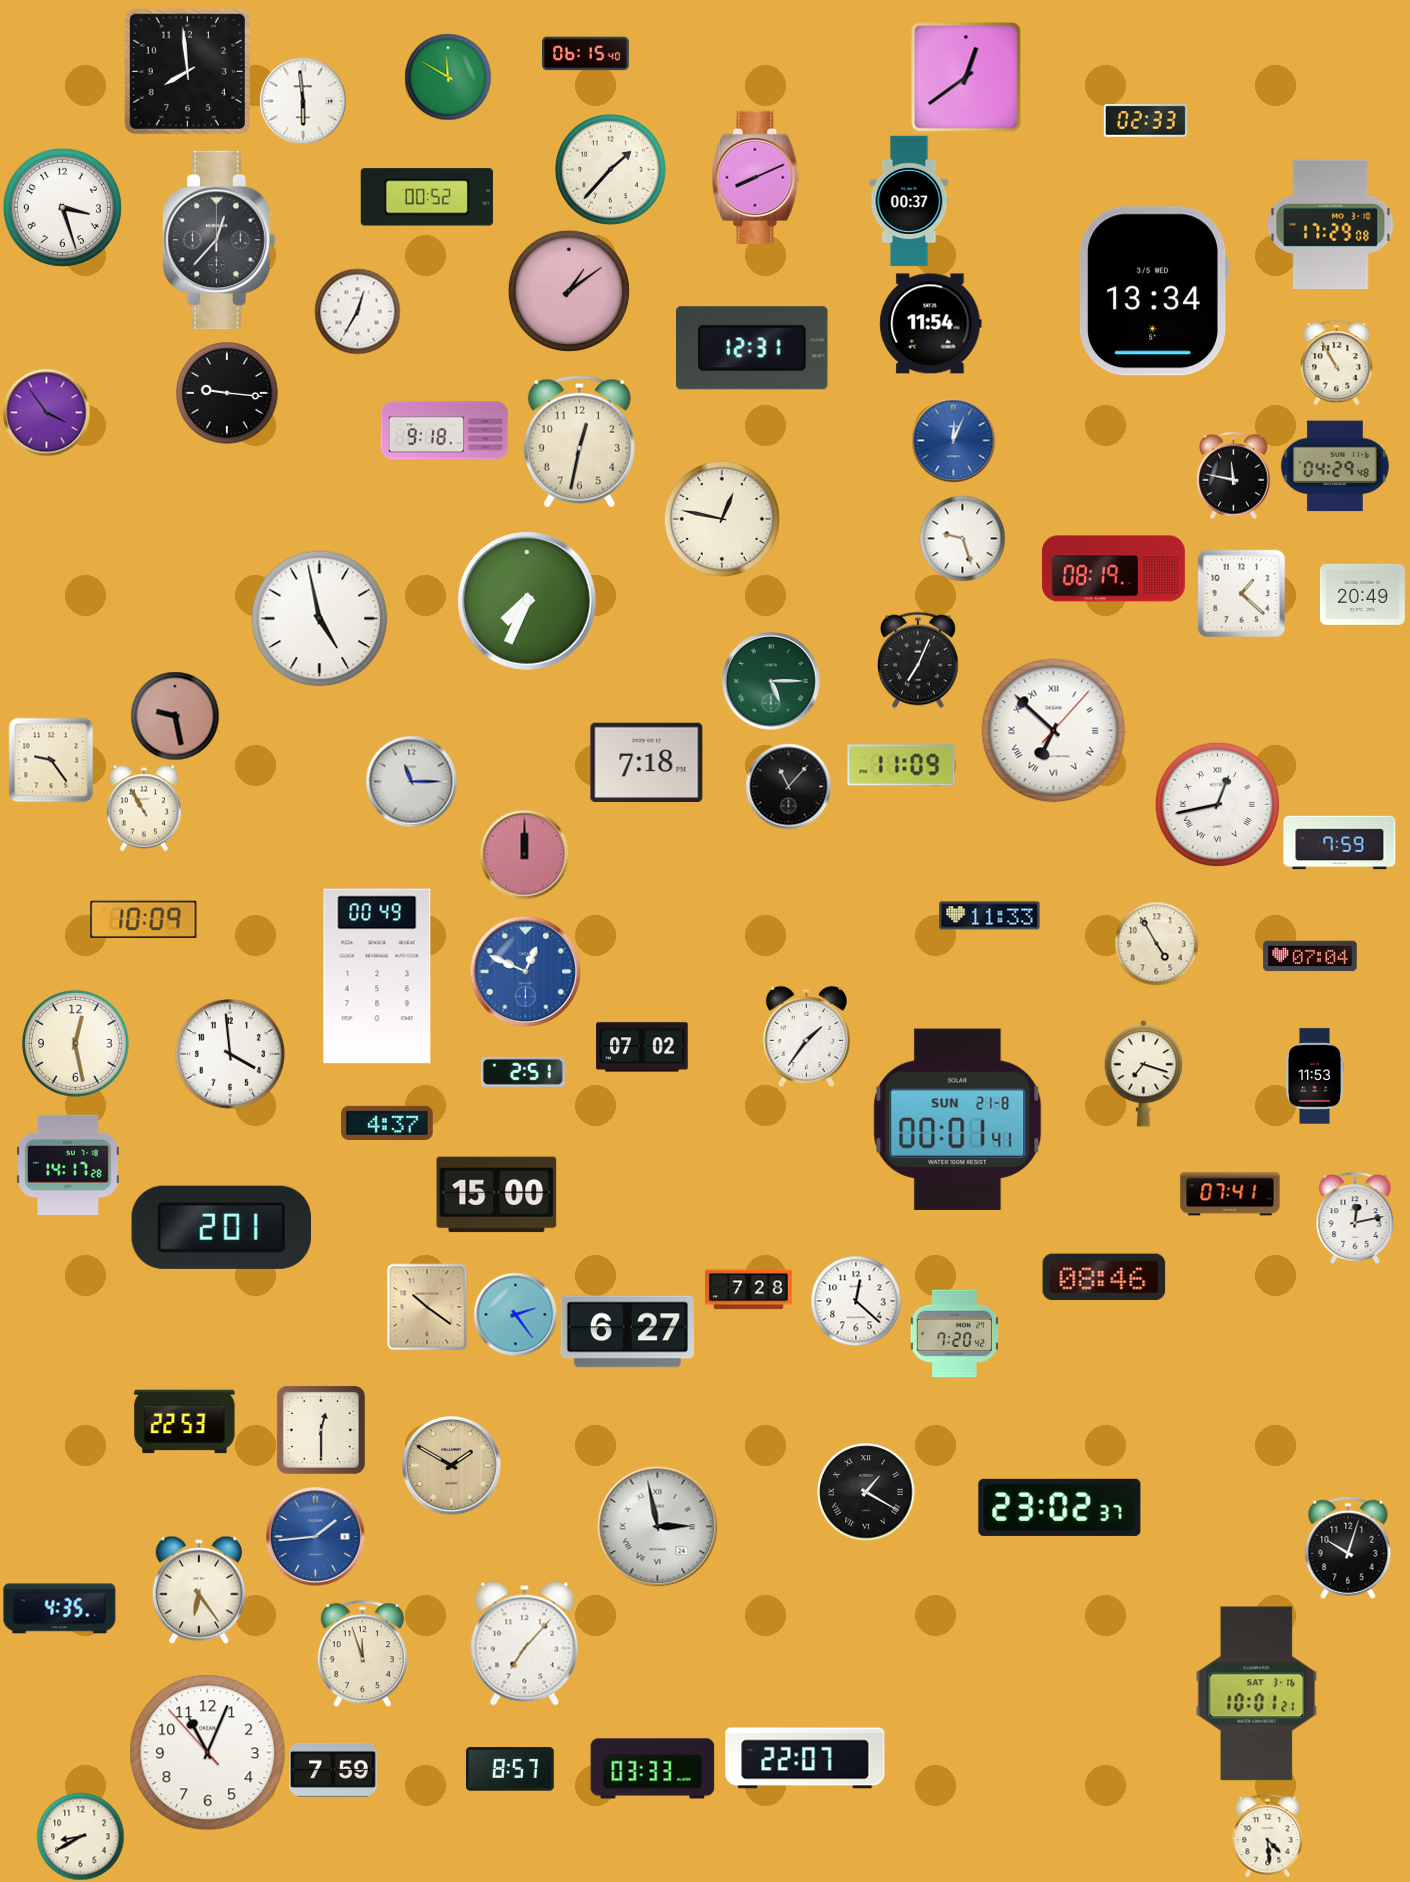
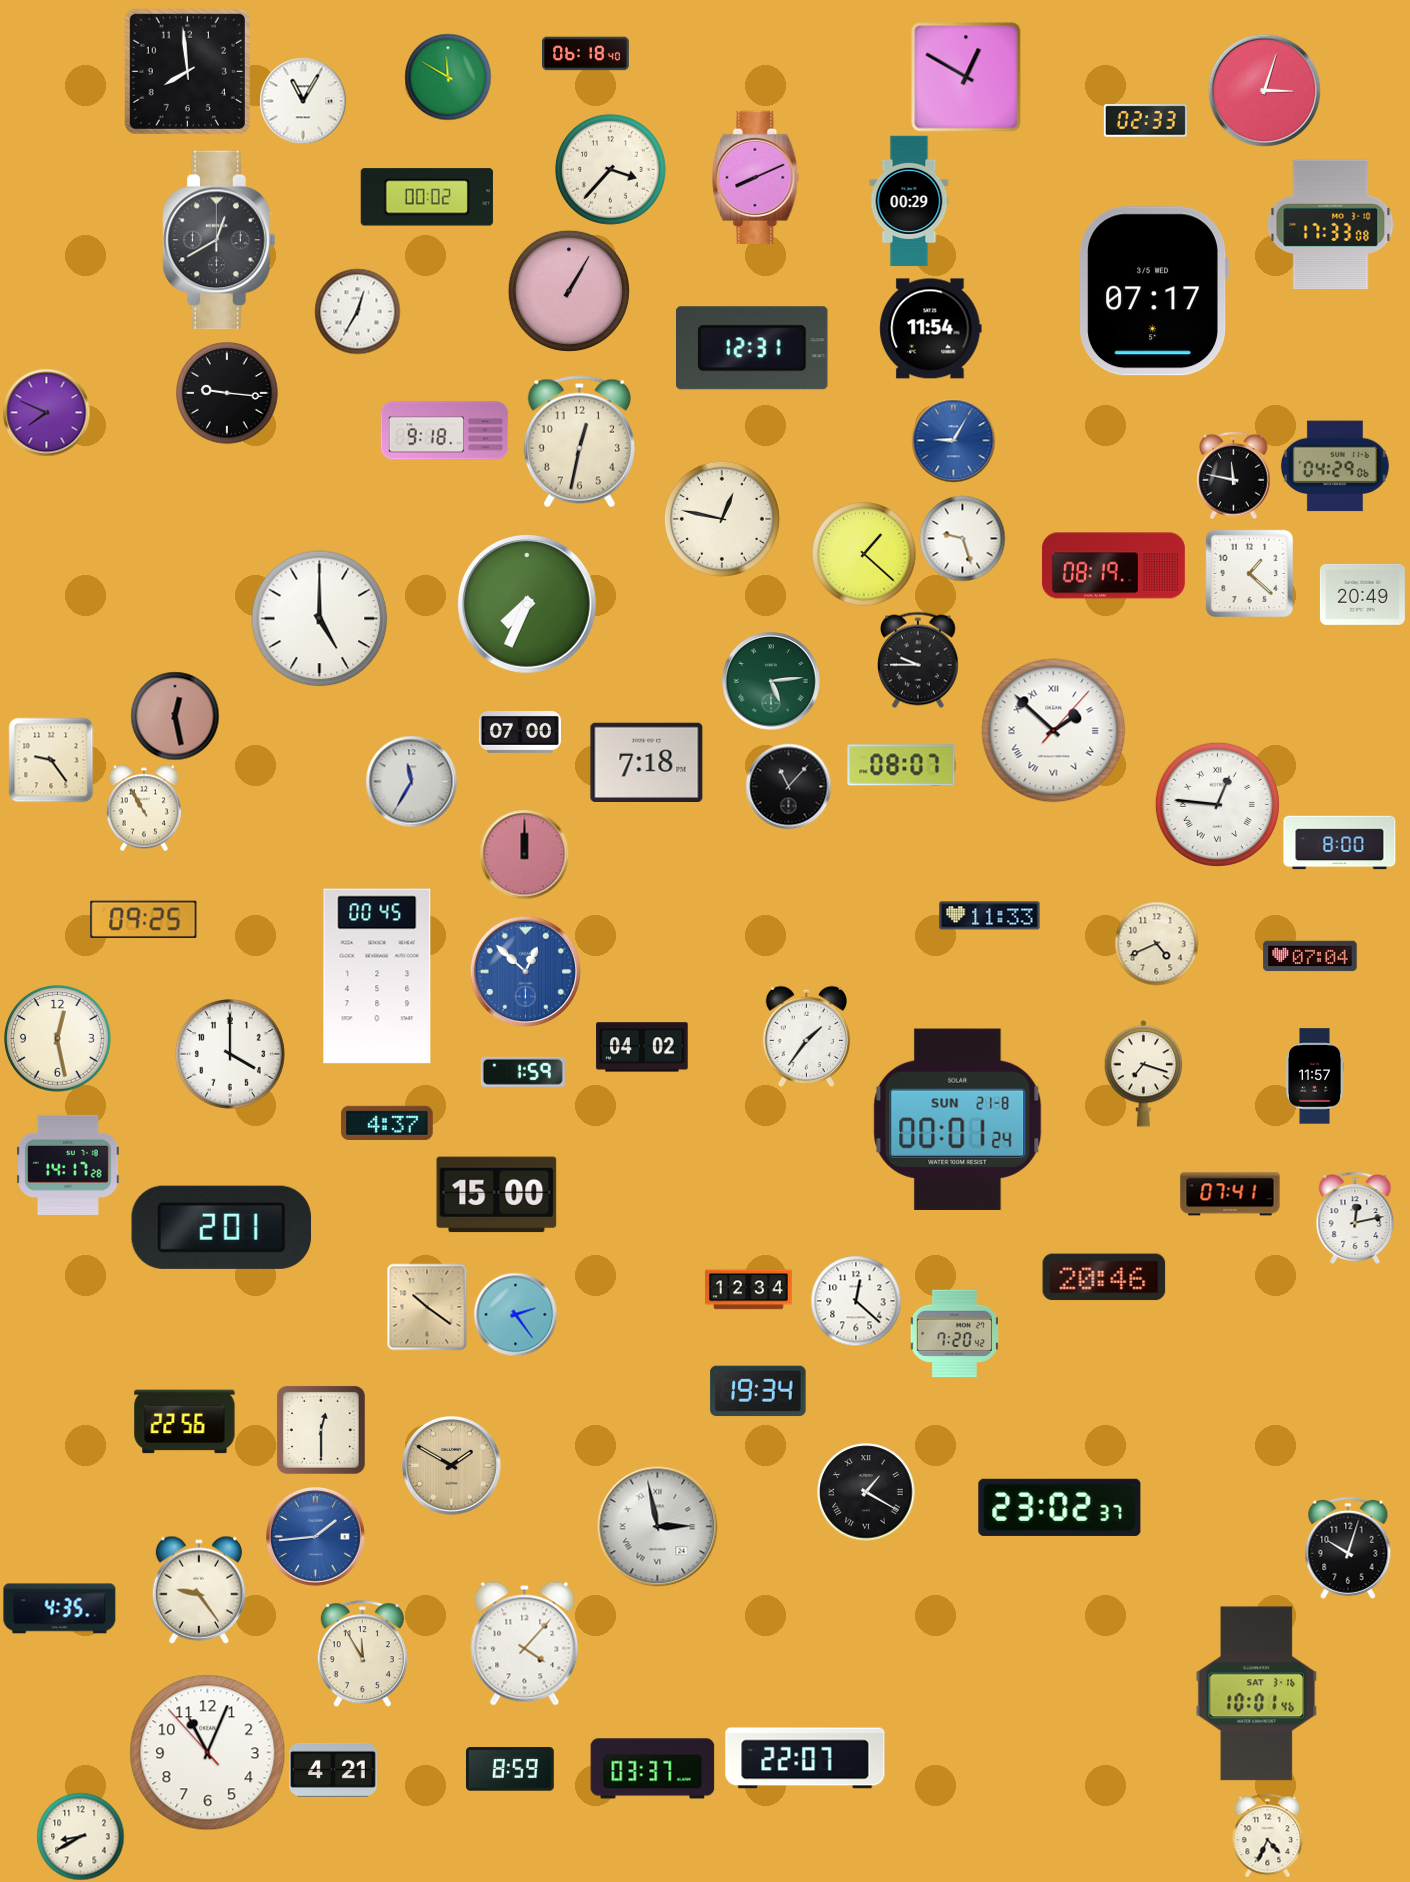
clock at (586, 54): 06:15 -> 06:18
clock at (966, 77): 12:39 -> 12:50
clock at (1264, 90): none -> 3:03
clock at (303, 101): 5:59 -> 11:05
clock at (610, 169): 1:37 -> 3:37
clock at (427, 197): 00:52 -> 00:02
clock at (909, 201): 00:37 -> 00:29
clock at (62, 207): 3:27 -> none
clock at (1331, 225): 17:29 -> 17:33
clock at (219, 240): 12:37 -> 12:40
clock at (569, 291): 1:09 -> 1:05
clock at (1154, 291): 13:34 -> 07:17
clock at (931, 324) position: (931, 324) -> (931, 329)
clock at (1337, 362): 10:55 -> none
clock at (46, 412): 3:54 -> 7:49
clock at (953, 440): 12:04 -> 9:05
clock at (1335, 466): 04:29:48 -> 04:29:06
clock at (864, 554): none -> 1:22
clock at (1114, 569) position: (1114, 569) -> (1114, 566)
clock at (1241, 593) position: (1241, 593) -> (1249, 573)
clock at (528, 602) position: (528, 602) -> (528, 605)
clock at (320, 619): 4:58 -> 5:00
clock at (919, 660): 7:04 -> 9:45
clock at (771, 681): 5:15 -> 5:14
clock at (175, 716): 9:28 -> 12:28
clock at (1054, 731): 6:52 -> 1:52
clock at (520, 733): none -> 07:00
clock at (901, 765): 11:09 -> 08:07
clock at (411, 781): 11:15 -> 11:35
clock at (1217, 804): 12:43 -> 12:46
clock at (1340, 843): 7:59 -> 8:00
clock at (144, 919): 10:09 -> 09:25
clock at (1156, 943): 4:55 -> 4:41
clock at (525, 971): 12:49 -> 12:52
clock at (377, 976): 00:49 -> 00:45
clock at (76, 1044) position: (76, 1044) -> (58, 1039)
clock at (642, 1047): 07:02 -> 04:02
clock at (230, 1054): 3:59 -> 4:00
clock at (523, 1072): 2:51 -> 1:59
clock at (1315, 1076): 11:53 -> 11:57
clock at (958, 1119): 00:01:41 -> 00:01:24
clock at (1104, 1277): 08:46 -> 20:46
clock at (748, 1290): 7:28 -> 12:34
clock at (627, 1332): 6:27 -> none
clock at (758, 1391): none -> 19:34
clock at (185, 1422): 22:53 -> 22:56
clock at (199, 1590): 6:24 -> 9:24
clock at (525, 1644): 7:07 -> 4:07
clock at (362, 1654): 11:57 -> 11:55
clock at (1257, 1694): 10:01:21 -> 10:01:46
clock at (510, 1769): 8:57 -> 8:59
clock at (653, 1769): 03:33 -> 03:37
clock at (334, 1770): 7:59 -> 4:21
clock at (1268, 1835): 4:29 -> 4:34
